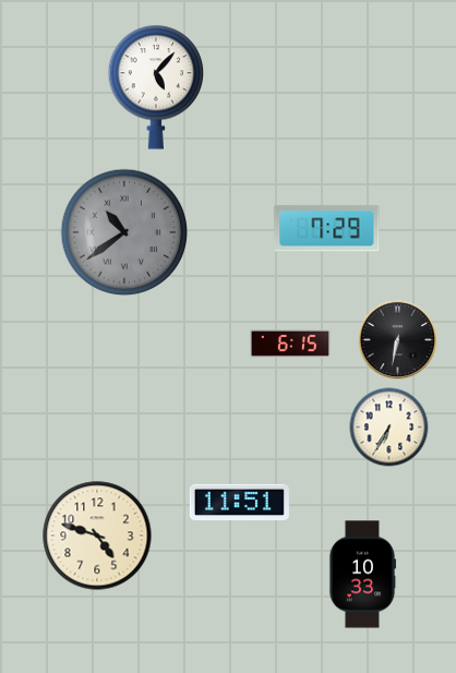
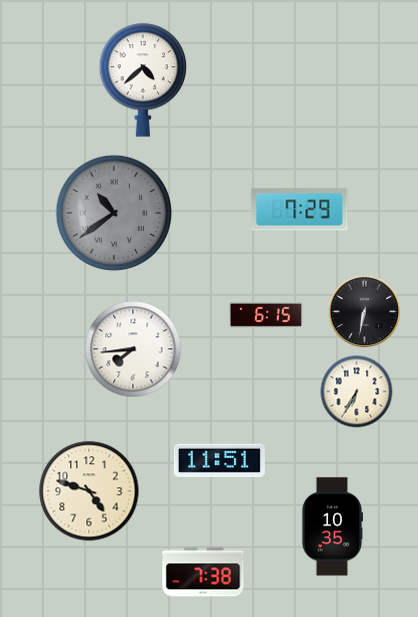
clock at (156, 87): 5:07 -> 4:38
clock at (133, 349): none -> 7:44
clock at (362, 575): 10:33 -> 10:35
clock at (203, 572): none -> 7:38
